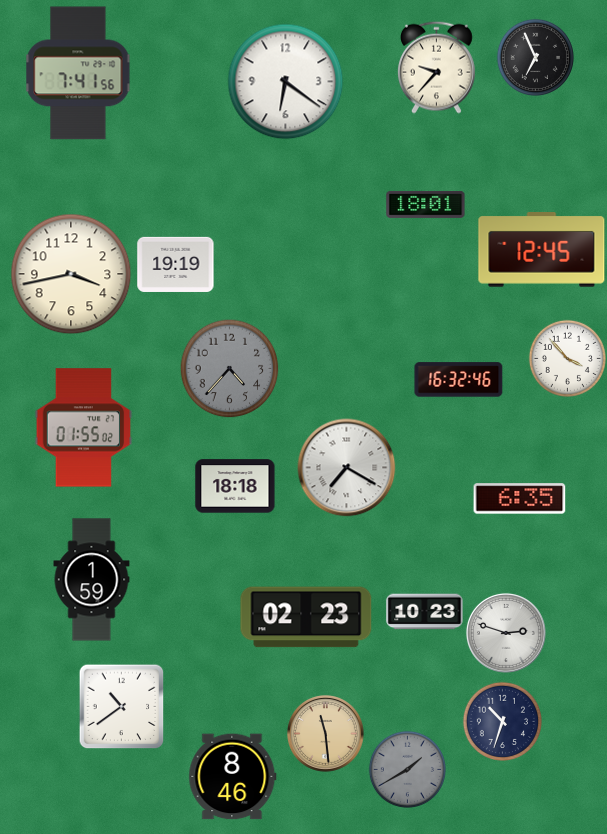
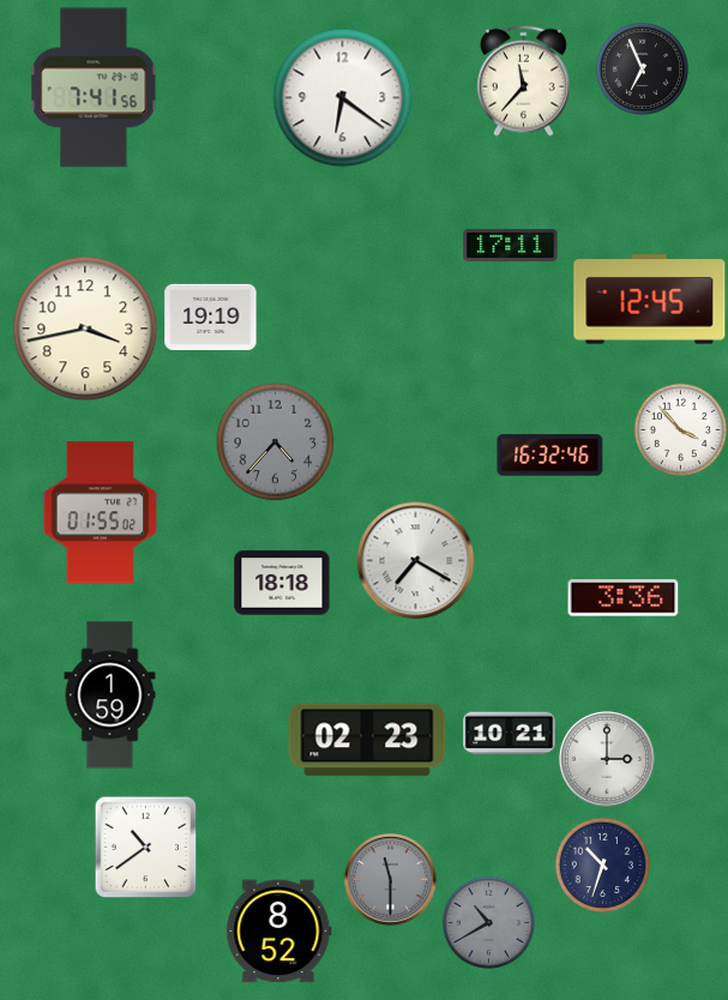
clock at (436, 67): 9:37 -> 11:37
clock at (426, 204): 18:01 -> 17:11
clock at (520, 499): 6:35 -> 3:36
clock at (425, 612): 10:23 -> 10:21
clock at (506, 633): 2:48 -> 3:00
clock at (326, 734): 11:29 -> 11:30
clock at (326, 734) dial: champagne -> grey
clock at (407, 769): 1:40 -> 10:40
clock at (233, 777): 8:46 -> 8:52
